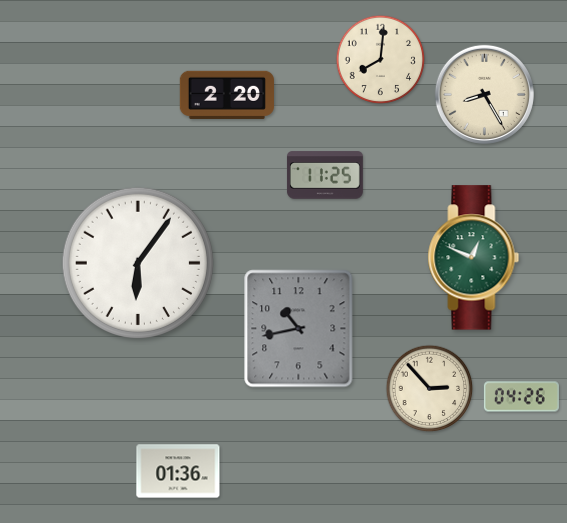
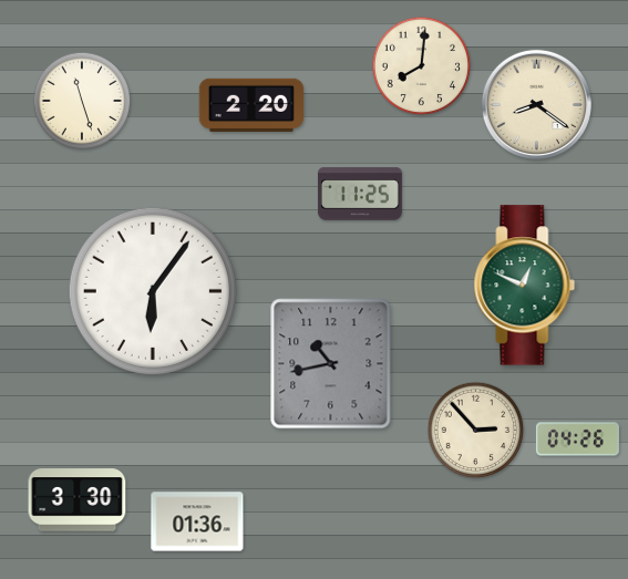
clock at (82, 101): none -> 11:27
clock at (484, 94): 8:25 -> 8:21
clock at (78, 500): none -> 3:30
